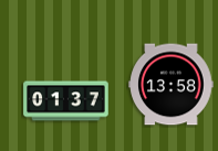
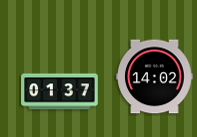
clock at (172, 85): 13:58 -> 14:02
